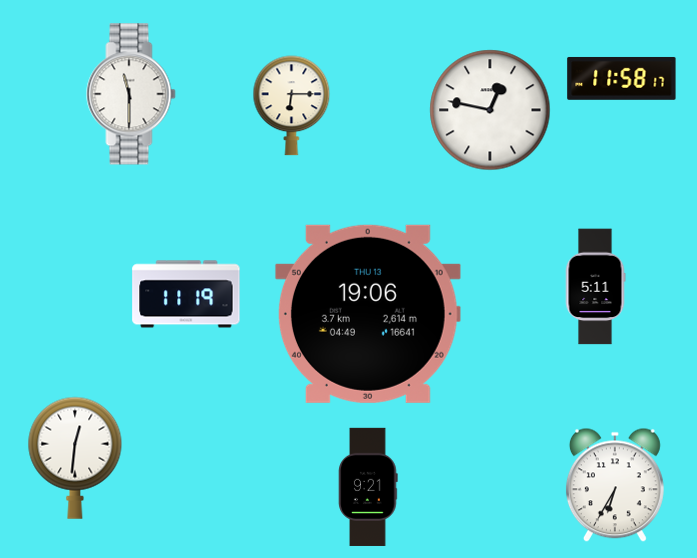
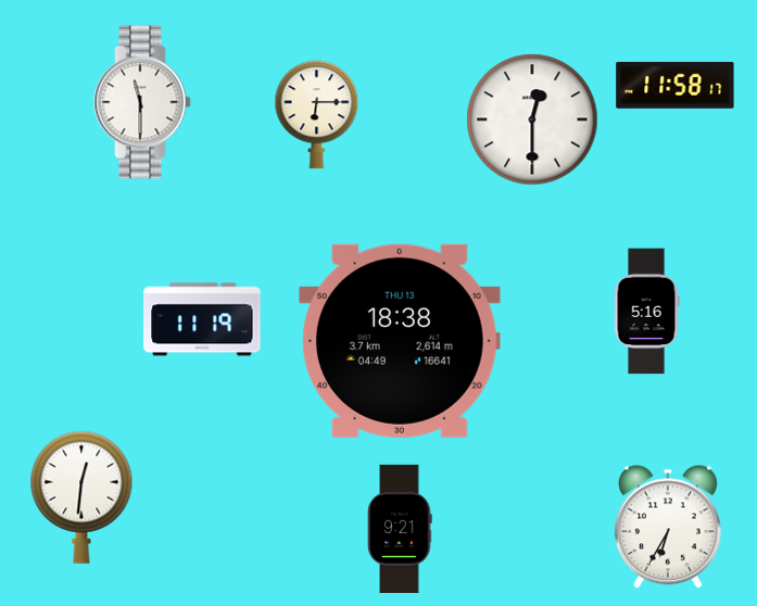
clock at (490, 110): 12:47 -> 12:30
clock at (595, 287): 5:11 -> 5:16
clock at (368, 314): 19:06 -> 18:38
